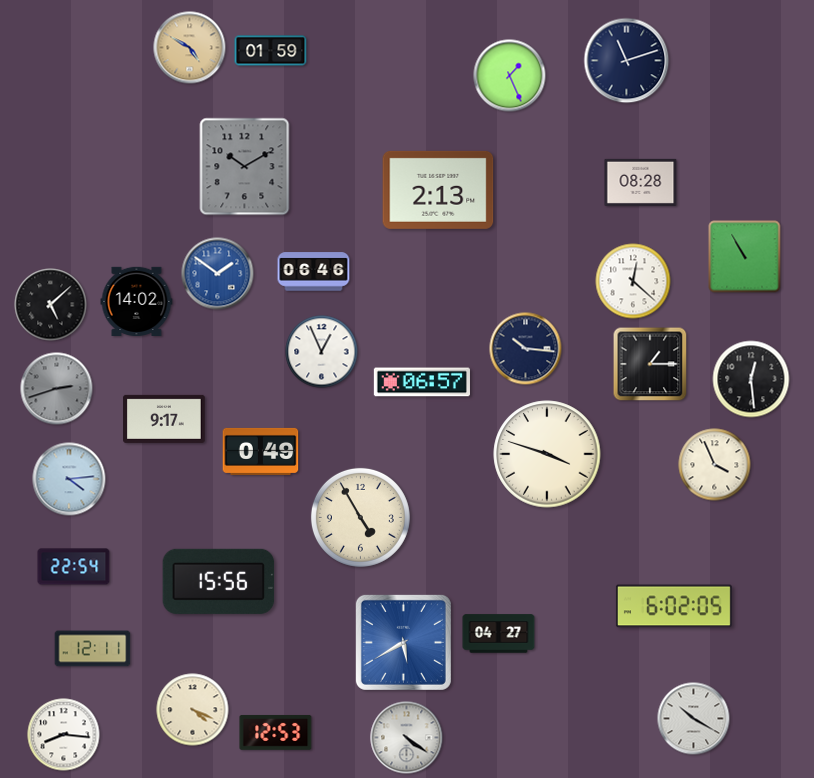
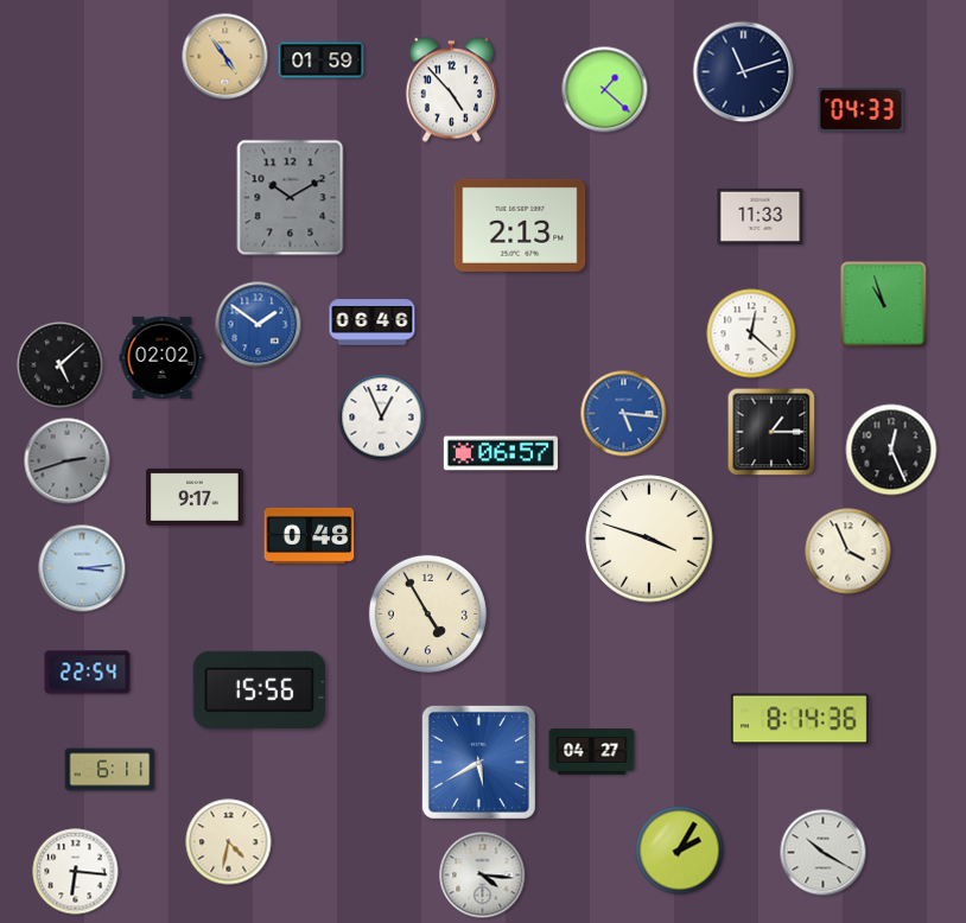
clock at (190, 48): 4:50 -> 4:54
clock at (451, 90): none -> 4:53
clock at (510, 76): 1:26 -> 1:22
clock at (862, 109): none -> 04:33
clock at (641, 182): 08:28 -> 11:33
clock at (745, 257): 10:55 -> 10:57
clock at (137, 301): 14:02 -> 02:02
clock at (51, 305) position: (51, 305) -> (61, 365)
clock at (526, 349): 10:16 -> 5:16
clock at (526, 349) dial: navy -> blue
clock at (751, 379): 12:29 -> 12:26
clock at (261, 451): 0:49 -> 0:48
clock at (69, 479): 4:14 -> 3:14
clock at (674, 606): 6:02 -> 8:14
clock at (93, 649): 12:11 -> 6:11
clock at (193, 710): 4:19 -> 4:32
clock at (680, 851): none -> 2:05
clock at (276, 732): 12:53 -> none
clock at (64, 735): 8:16 -> 6:16
clock at (407, 738): 4:21 -> 4:16
